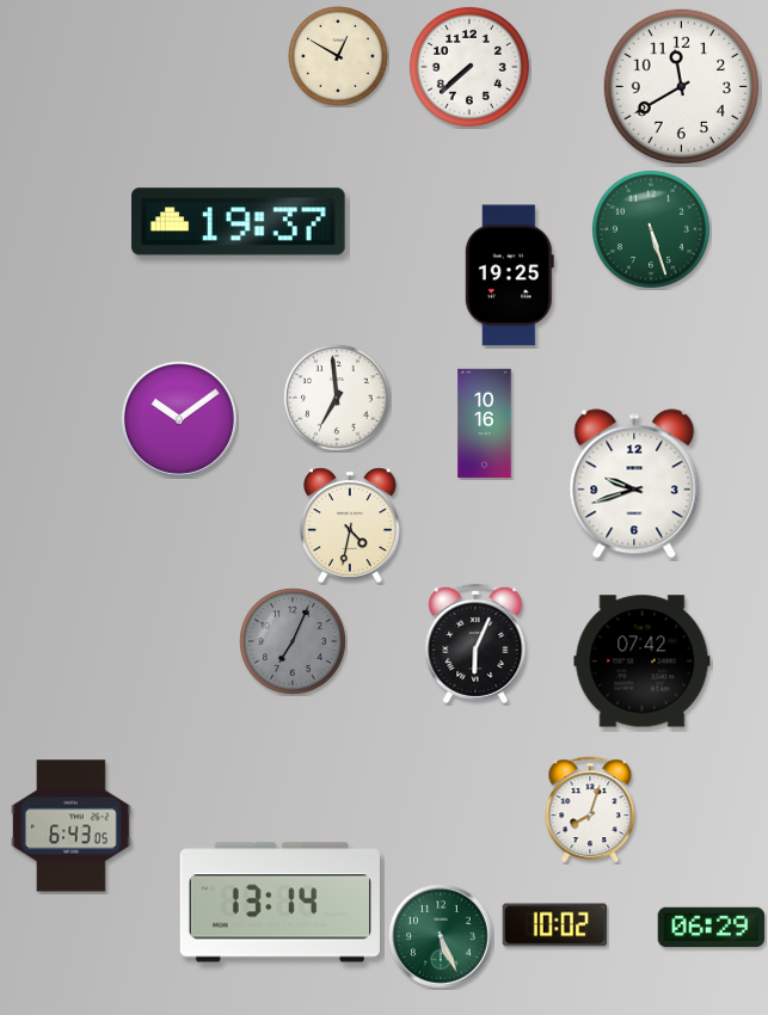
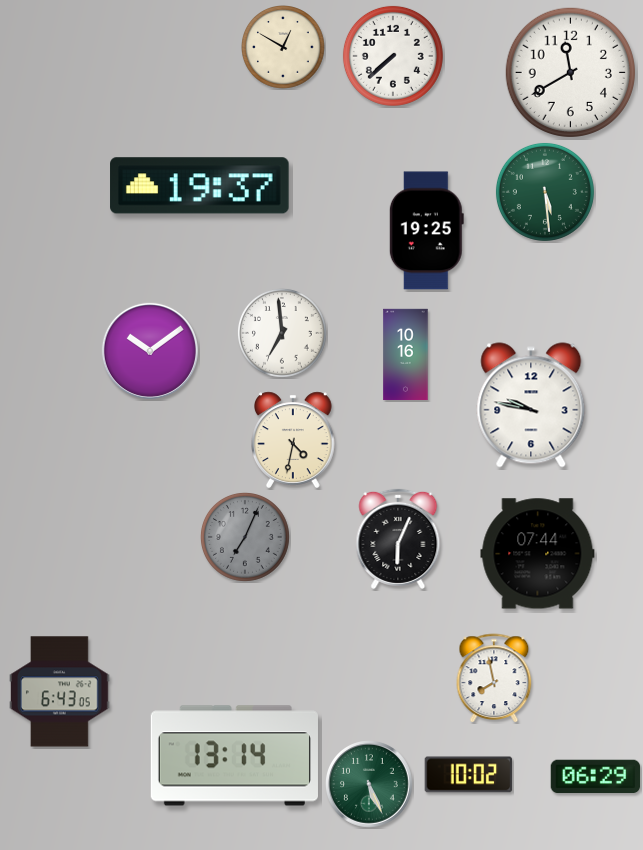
clock at (651, 229): 5:27 -> 5:29
clock at (634, 484): 9:42 -> 9:47
clock at (643, 662): 07:42 -> 07:44
clock at (590, 810): 8:03 -> 7:58
clock at (555, 925) position: (555, 925) -> (469, 775)
